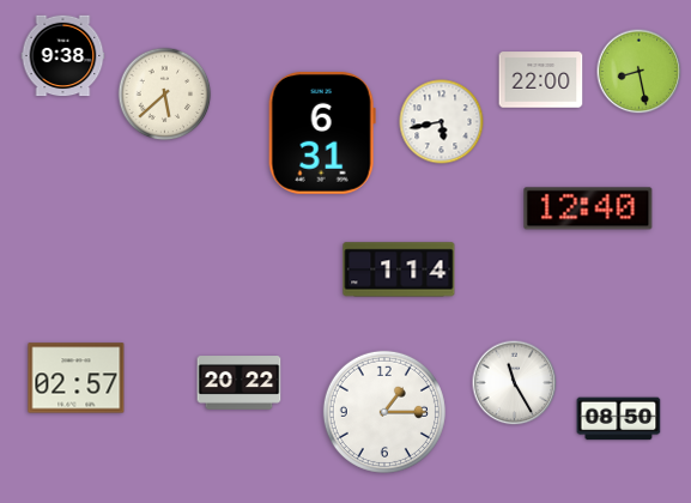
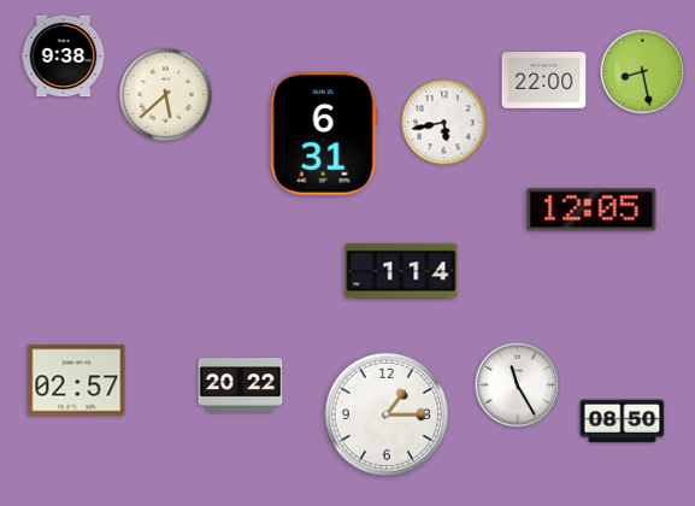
clock at (588, 208): 12:40 -> 12:05
